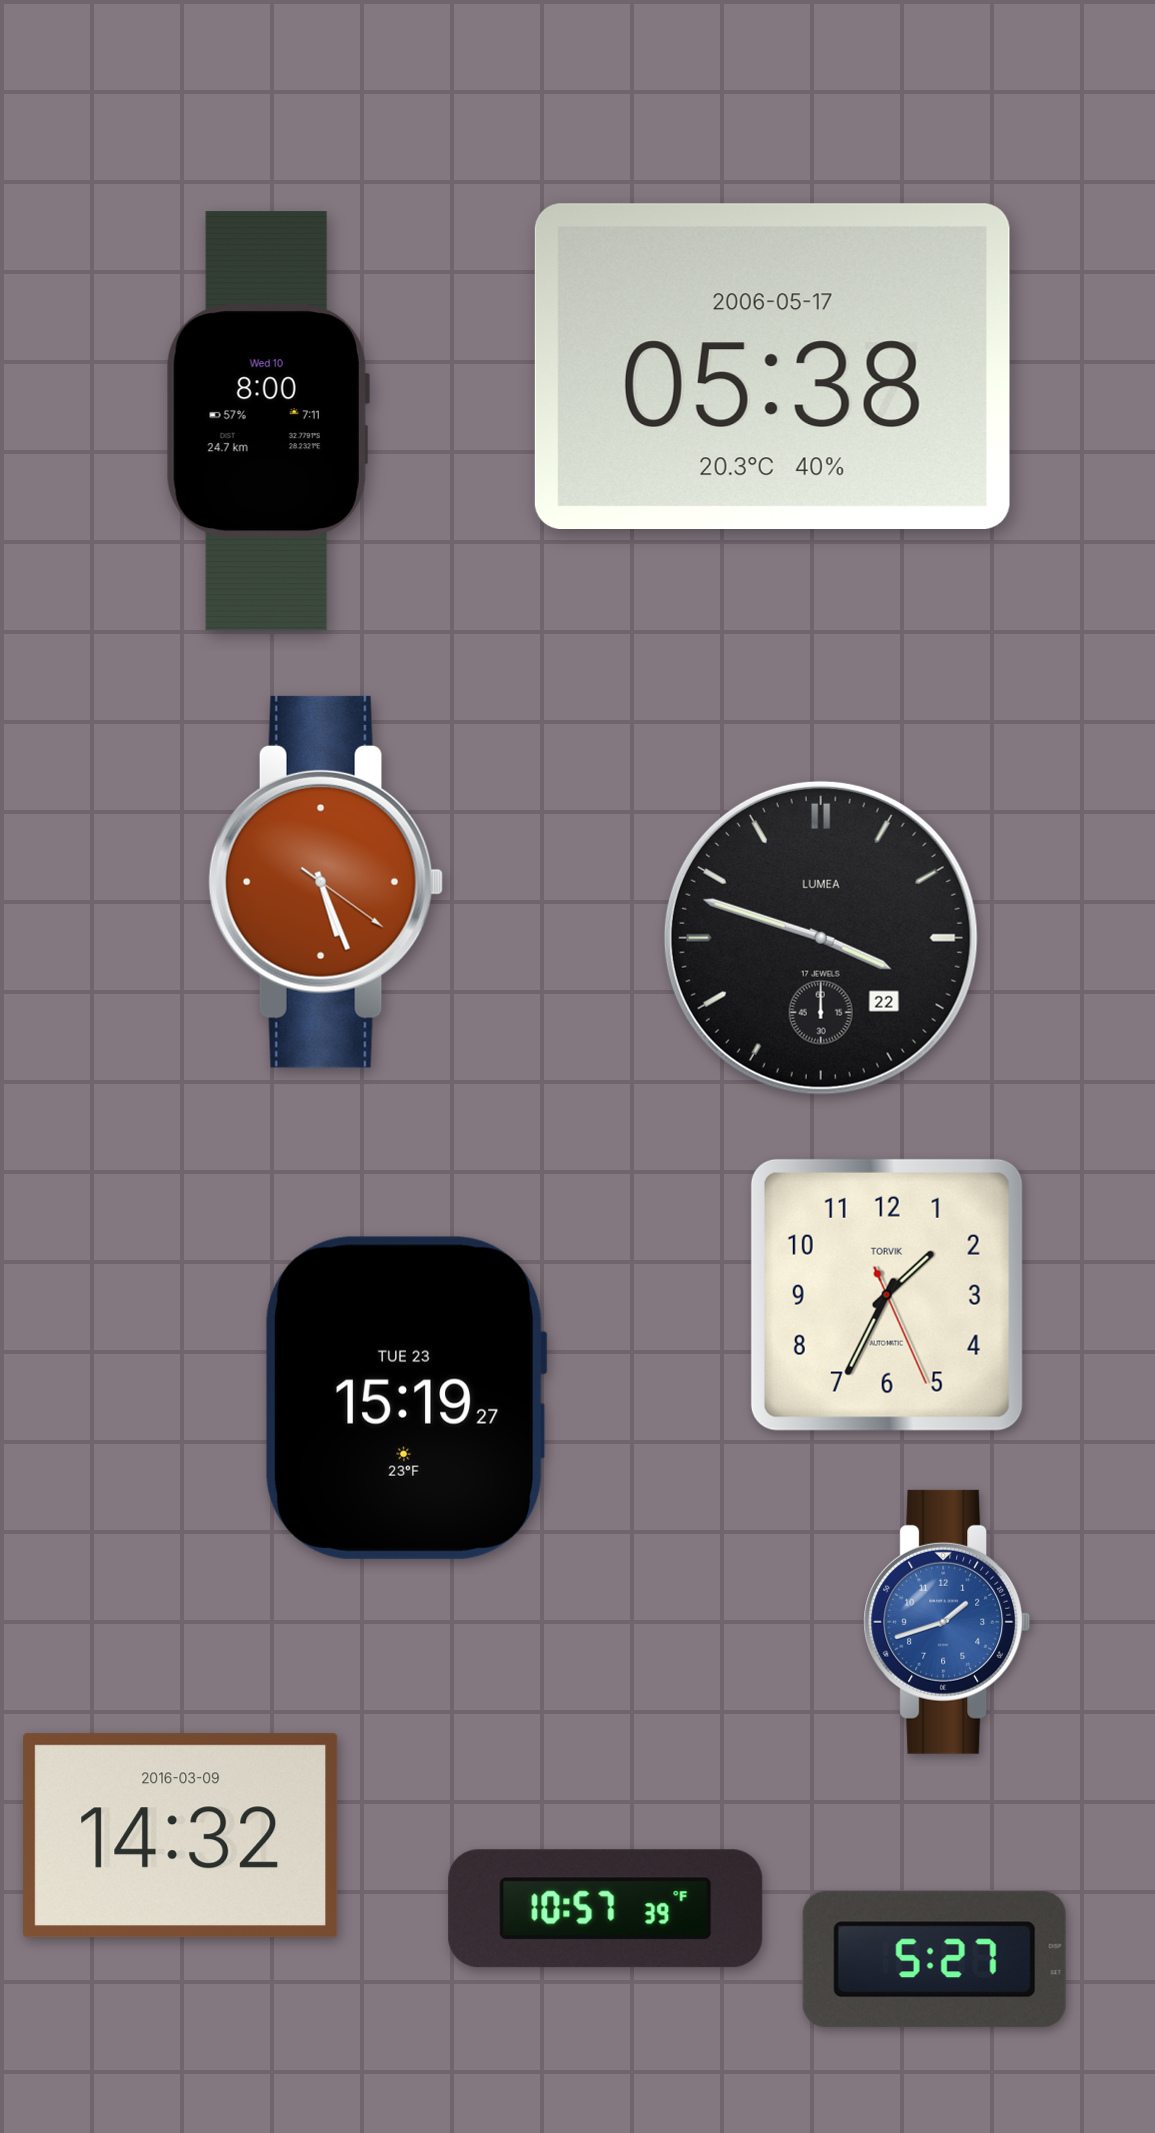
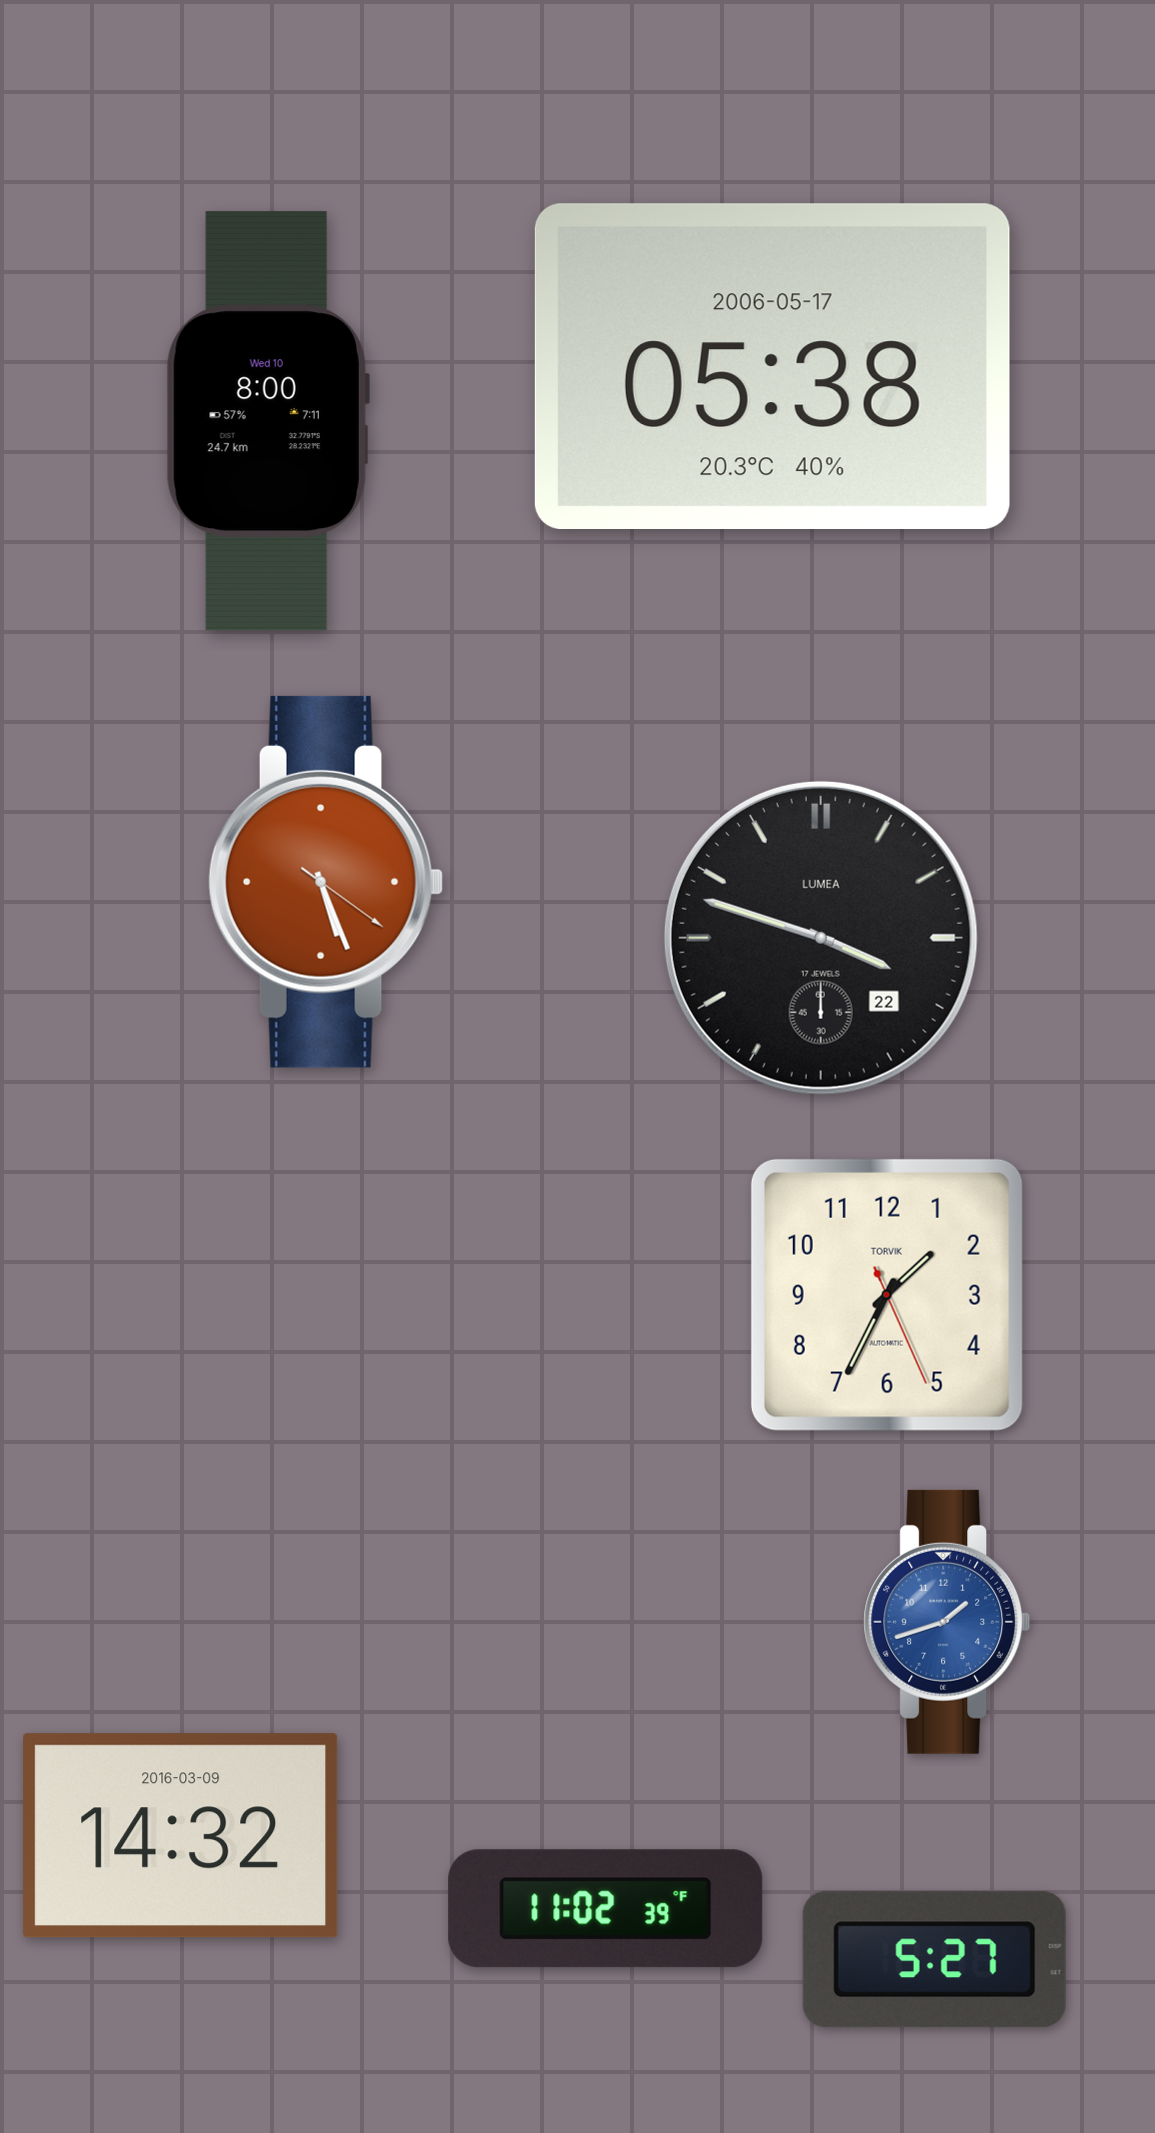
clock at (406, 1398): 15:19 -> none
clock at (606, 1909): 10:57 -> 11:02
